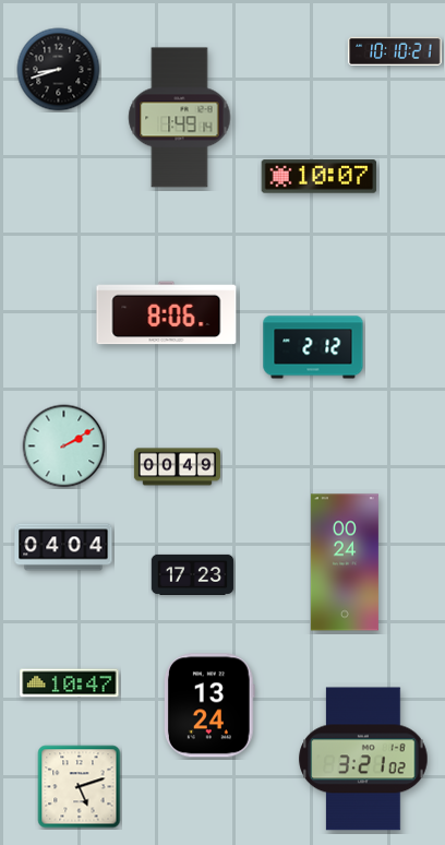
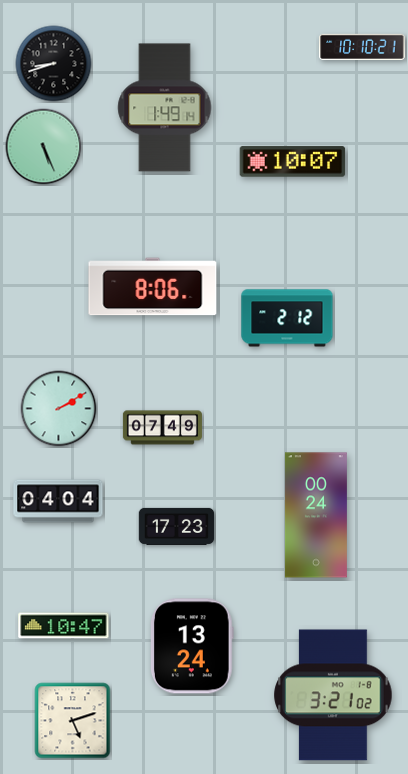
clock at (44, 147): none -> 5:26
clock at (177, 467): 00:49 -> 07:49
